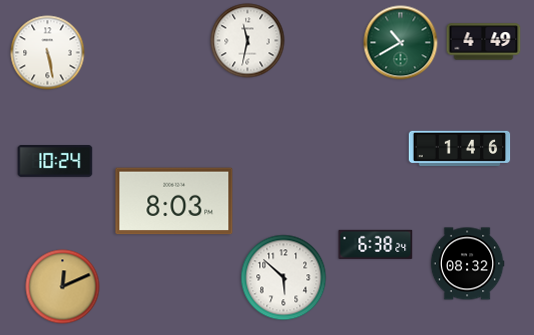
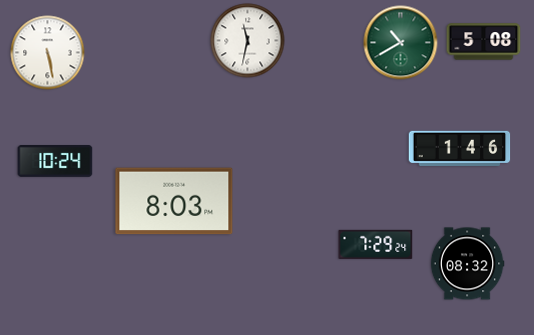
clock at (484, 42): 4:49 -> 5:08
clock at (376, 244): 6:38 -> 7:29
clock at (284, 278): 5:52 -> none
clock at (63, 287): 12:11 -> none
